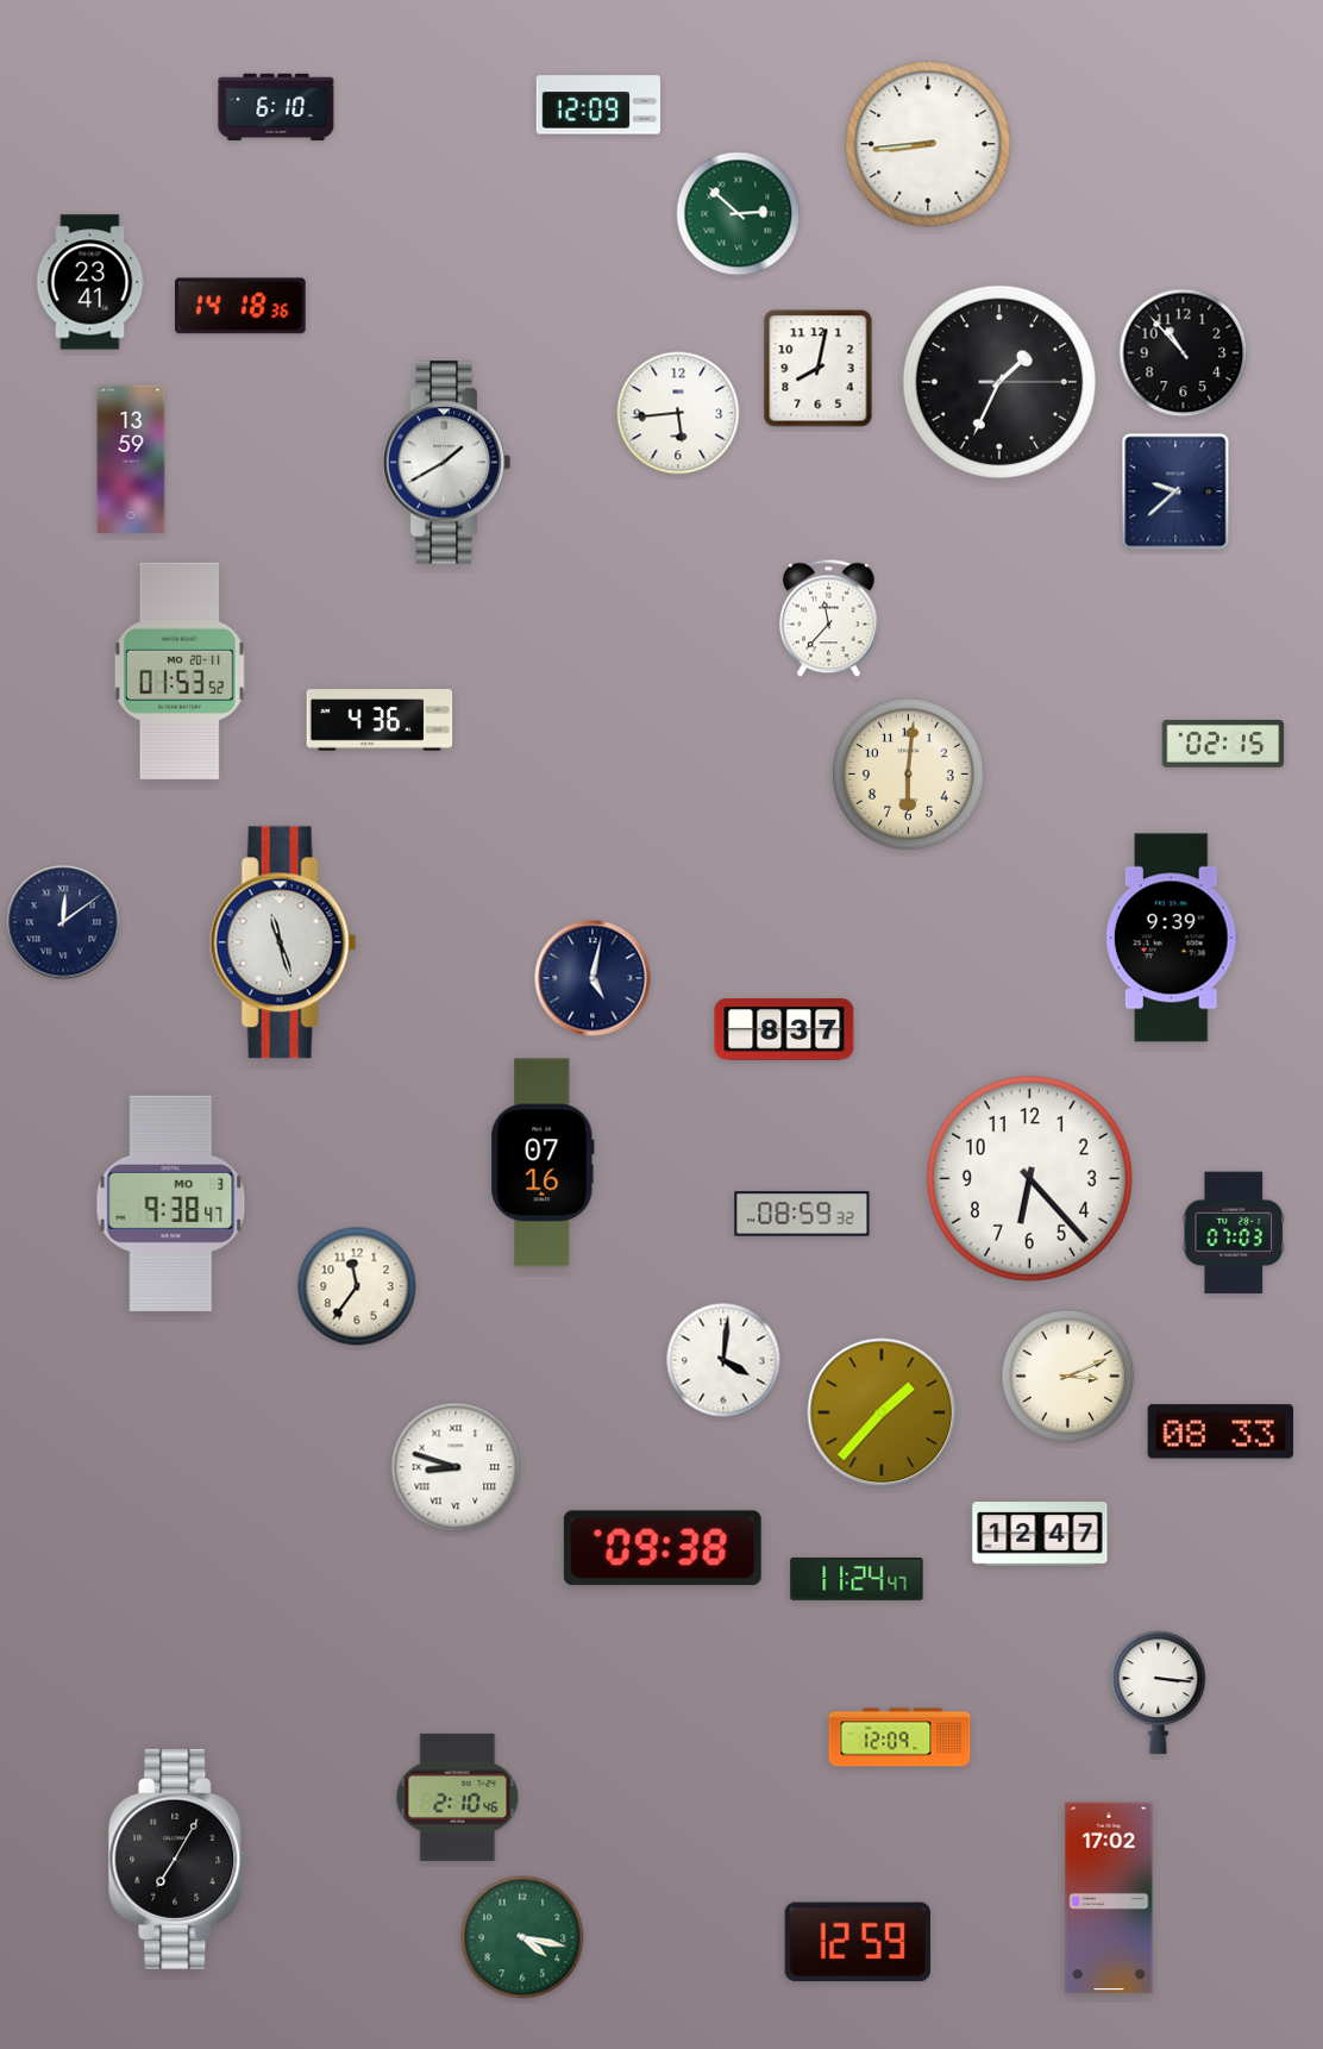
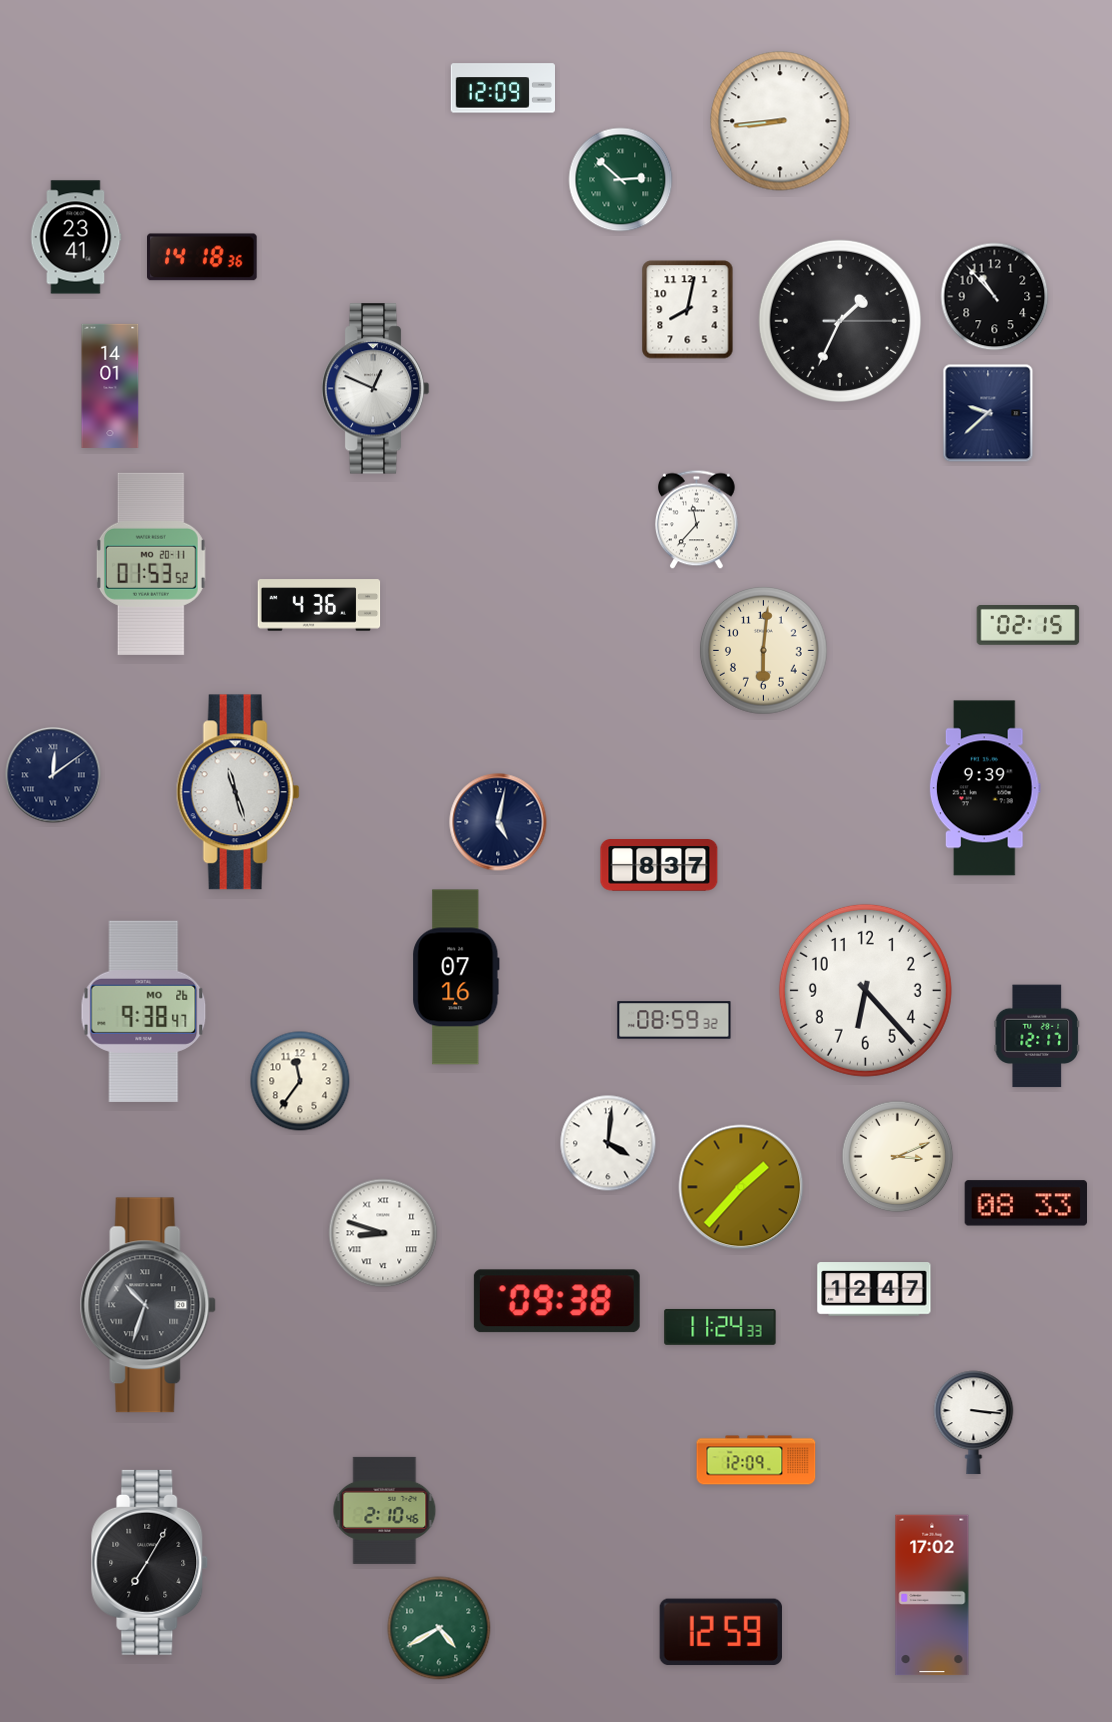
clock at (276, 107): 6:10 -> none
clock at (678, 413): 5:44 -> none
clock at (131, 459): 13:59 -> 14:01
clock at (446, 463): 1:40 -> 12:49
clock at (171, 1203) date: MO 3 -> MO 26
clock at (1233, 1233): 07:03 -> 12:17
clock at (148, 1305): none -> 10:33
clock at (857, 1579): 11:24:47 -> 11:24:33
clock at (522, 1937): 4:17 -> 4:40
